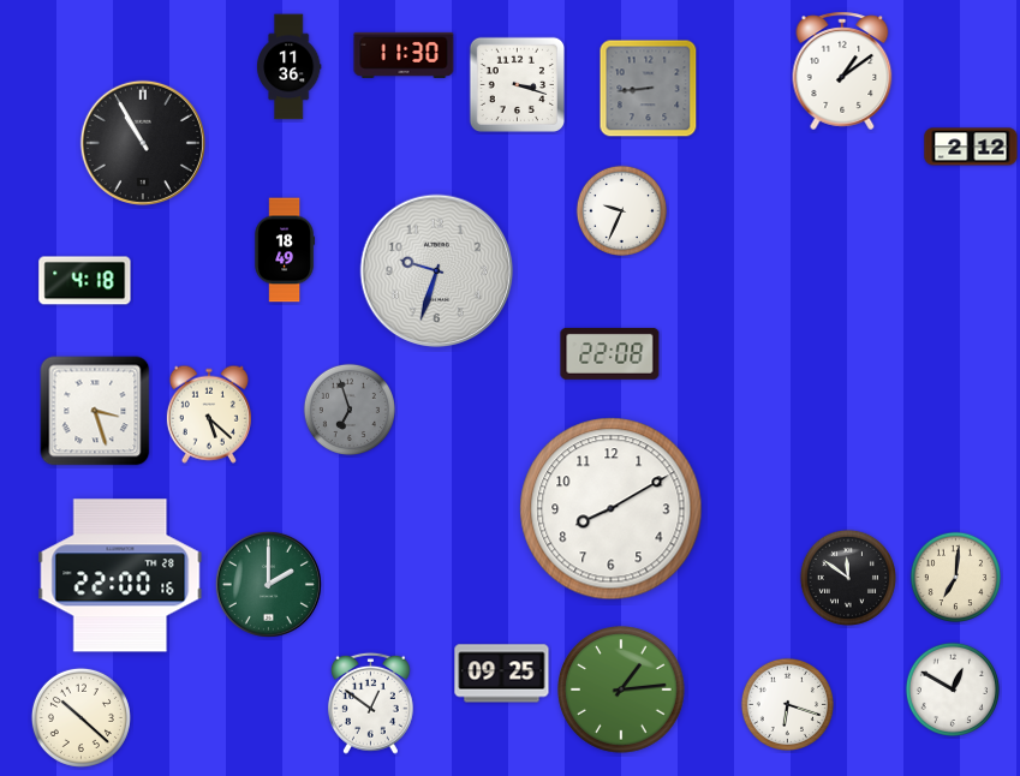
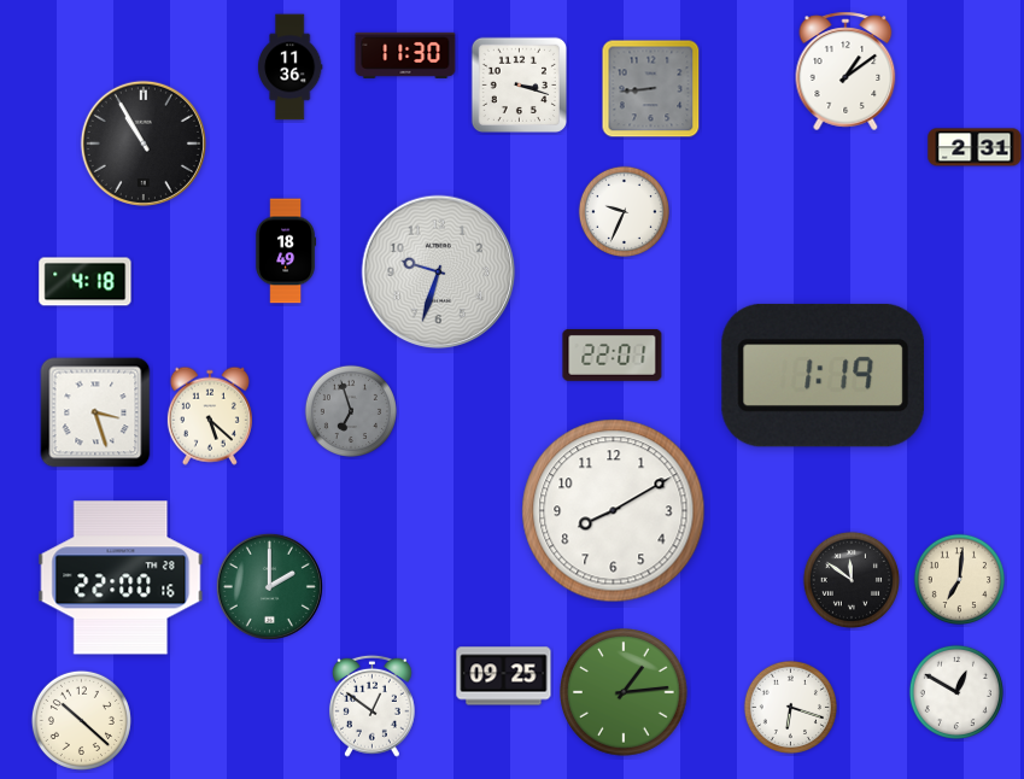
clock at (971, 147): 2:12 -> 2:31
clock at (610, 353): 22:08 -> 22:01
clock at (823, 375): none -> 1:19
